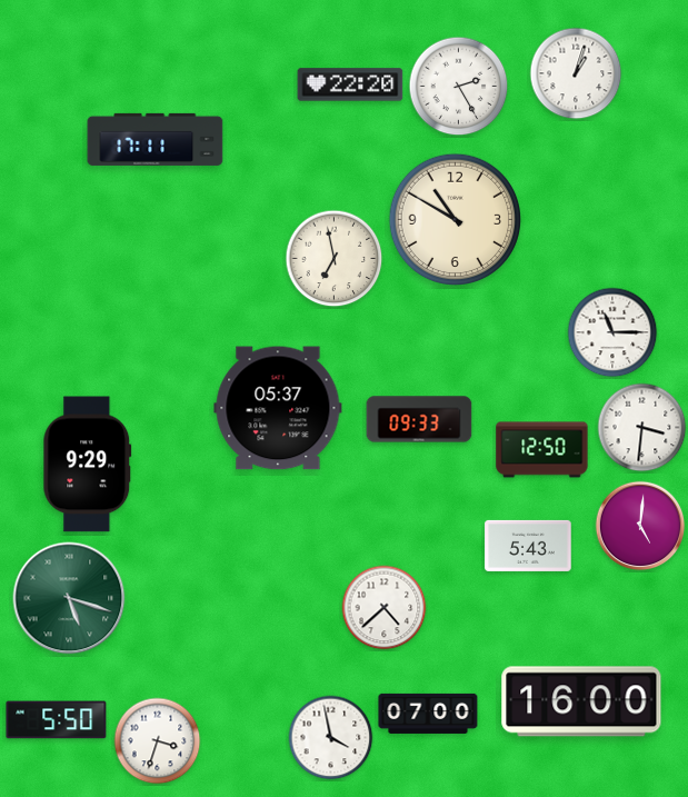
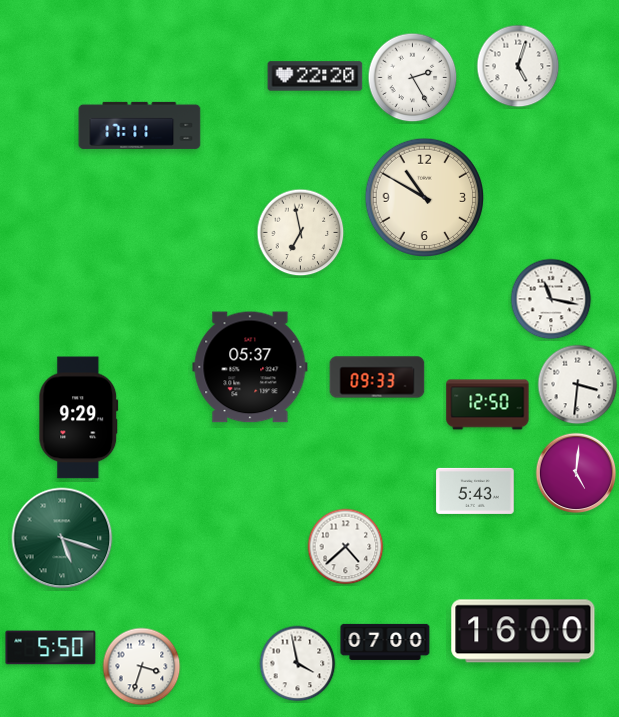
clock at (576, 73): 1:03 -> 5:03
clock at (456, 220) position: (456, 220) -> (425, 198)
clock at (612, 332): 11:15 -> 11:17
